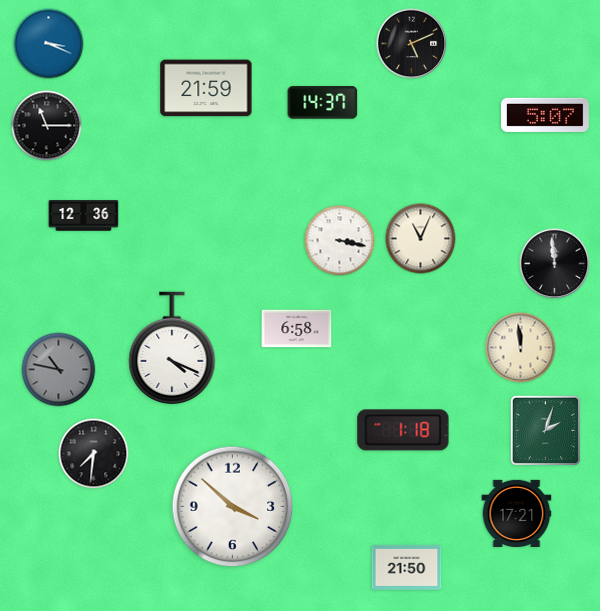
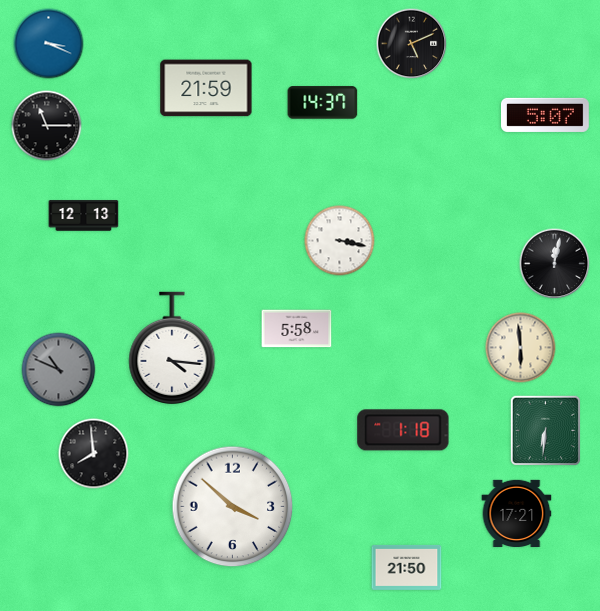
clock at (84, 216): 12:36 -> 12:13
clock at (421, 239): 11:04 -> none
clock at (555, 264): 11:59 -> 12:02
clock at (297, 329): 6:58 -> 5:58
clock at (172, 348): 4:19 -> 4:16
clock at (521, 348): 11:59 -> 5:59
clock at (59, 370): 10:47 -> 10:49
clock at (545, 430): 2:03 -> 6:31
clock at (94, 454): 7:31 -> 7:59
